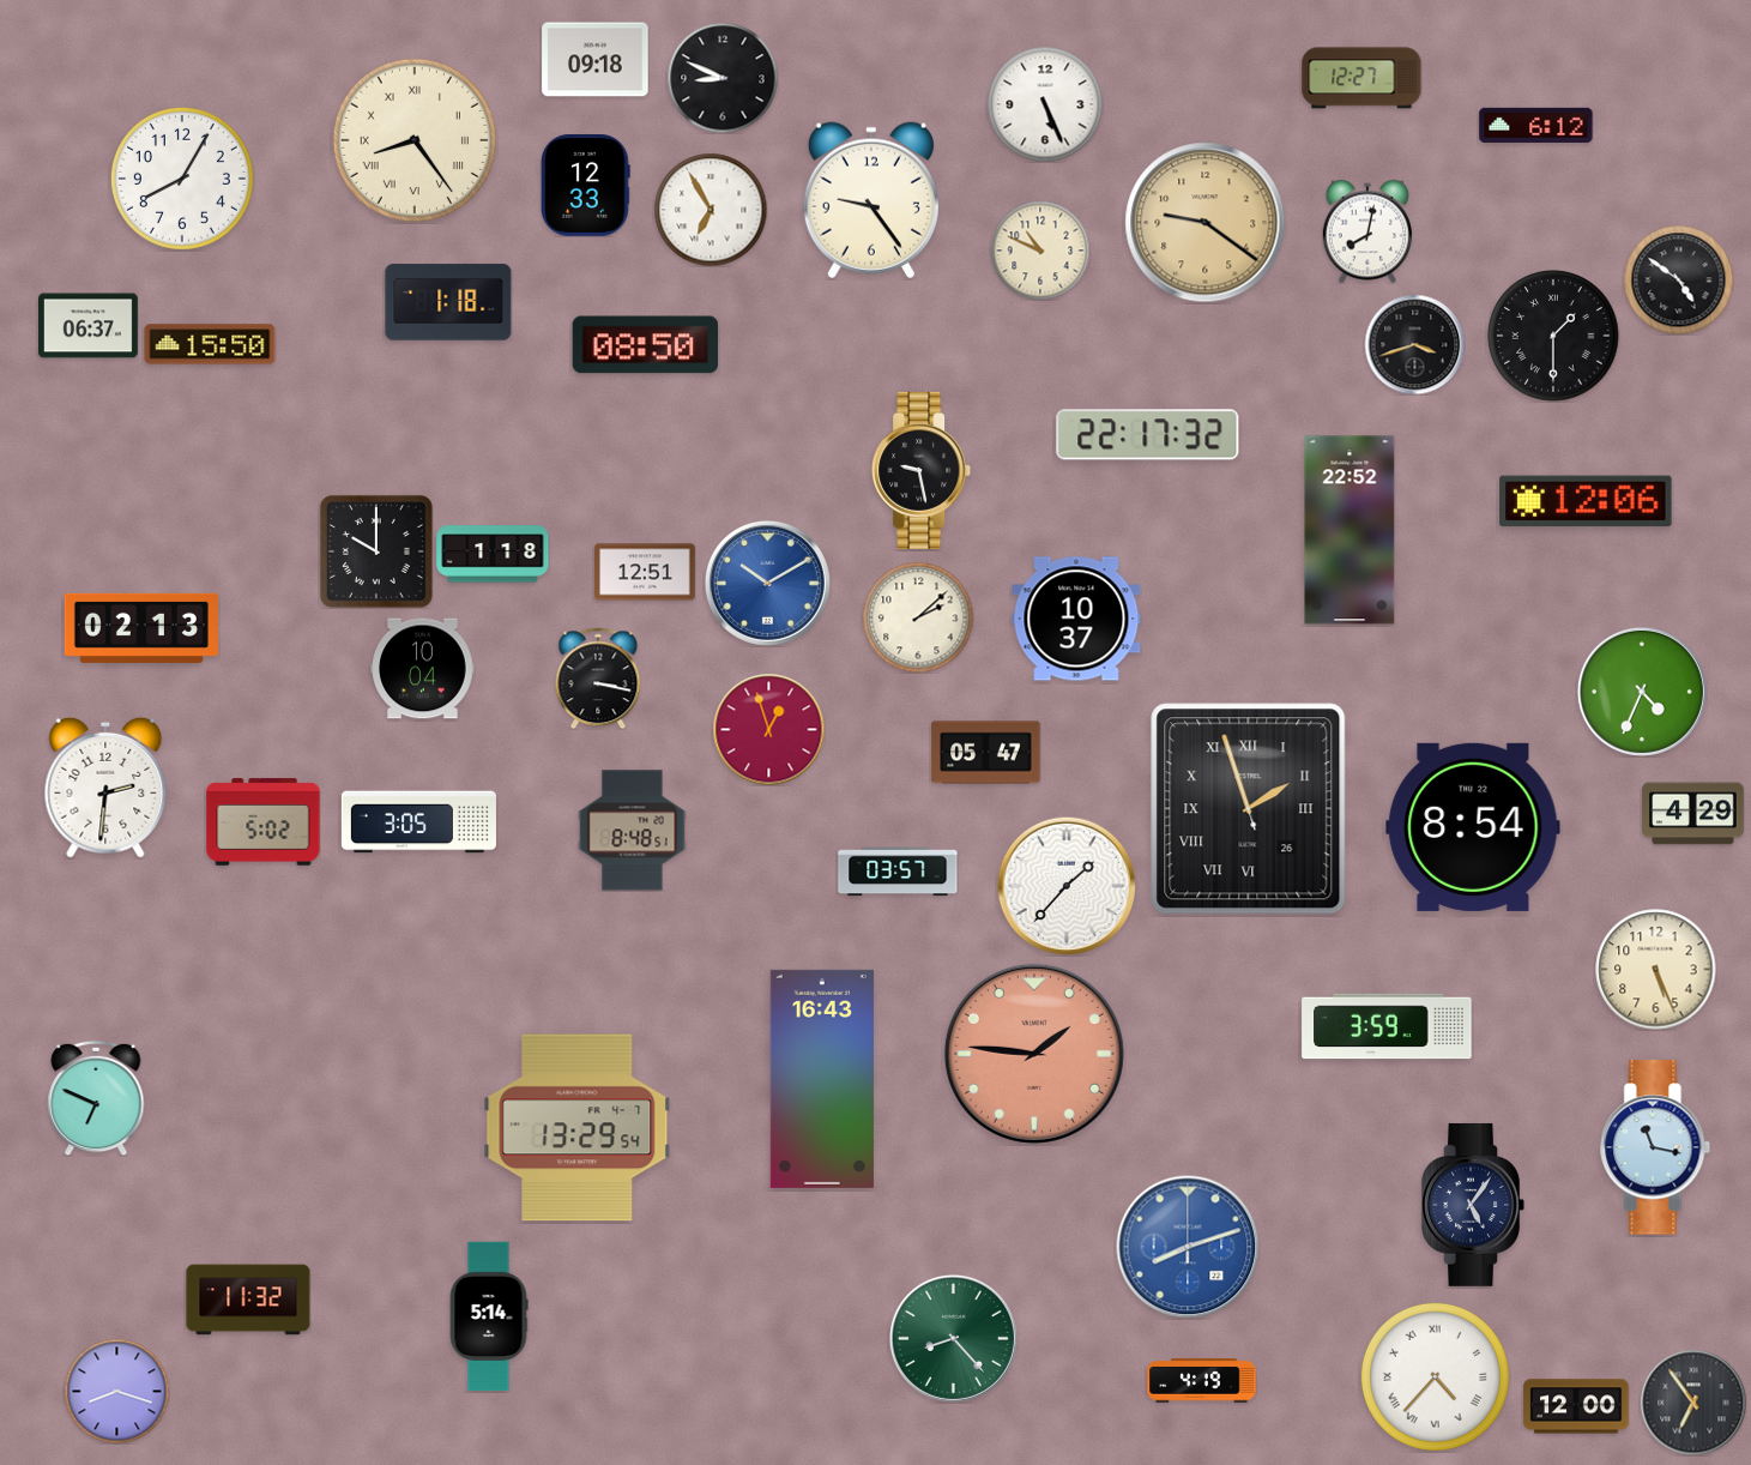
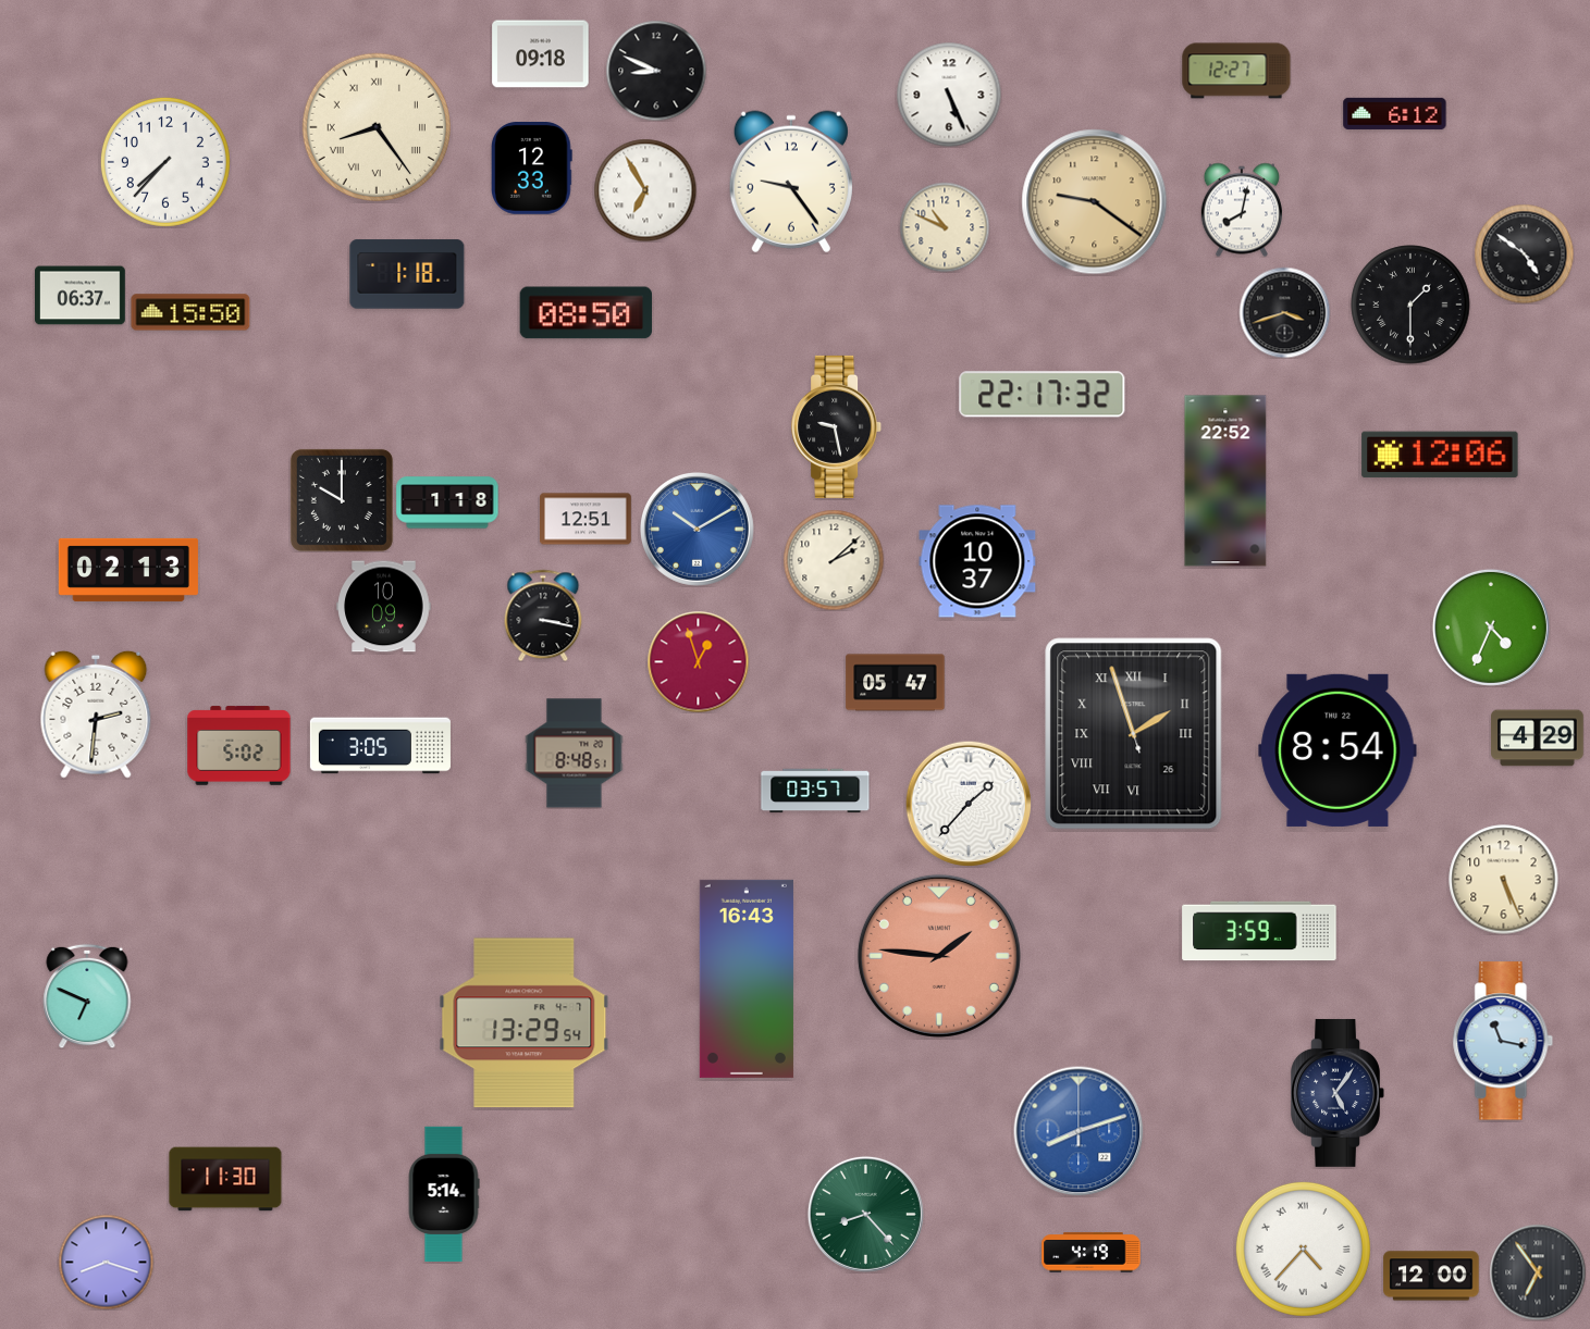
clock at (182, 179): 8:05 -> 7:37
clock at (423, 669): 10:04 -> 10:09
clock at (248, 1300): 11:32 -> 11:30
